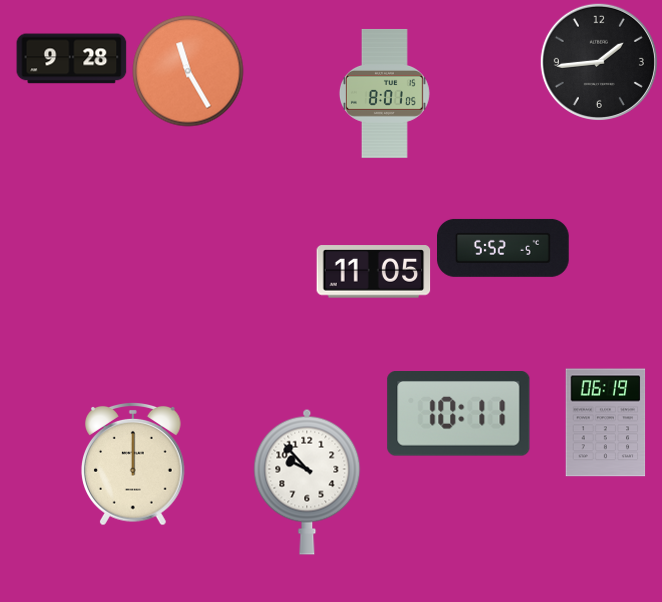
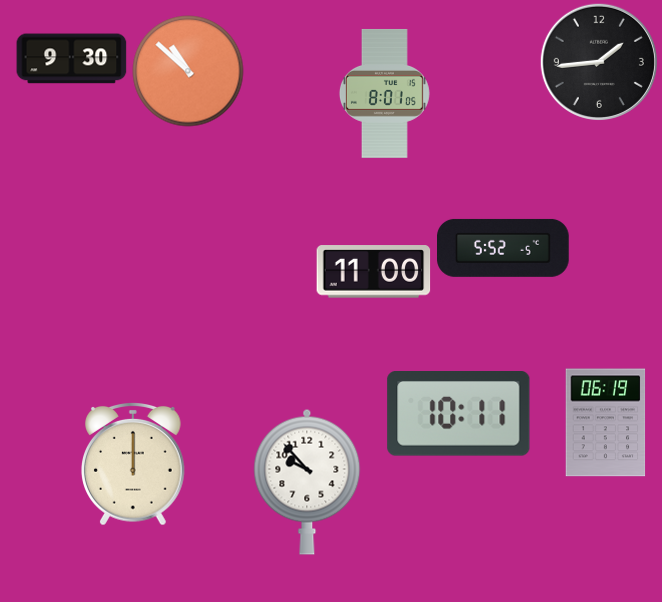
clock at (72, 59): 9:28 -> 9:30
clock at (188, 71): 11:25 -> 10:52
clock at (374, 272): 11:05 -> 11:00
